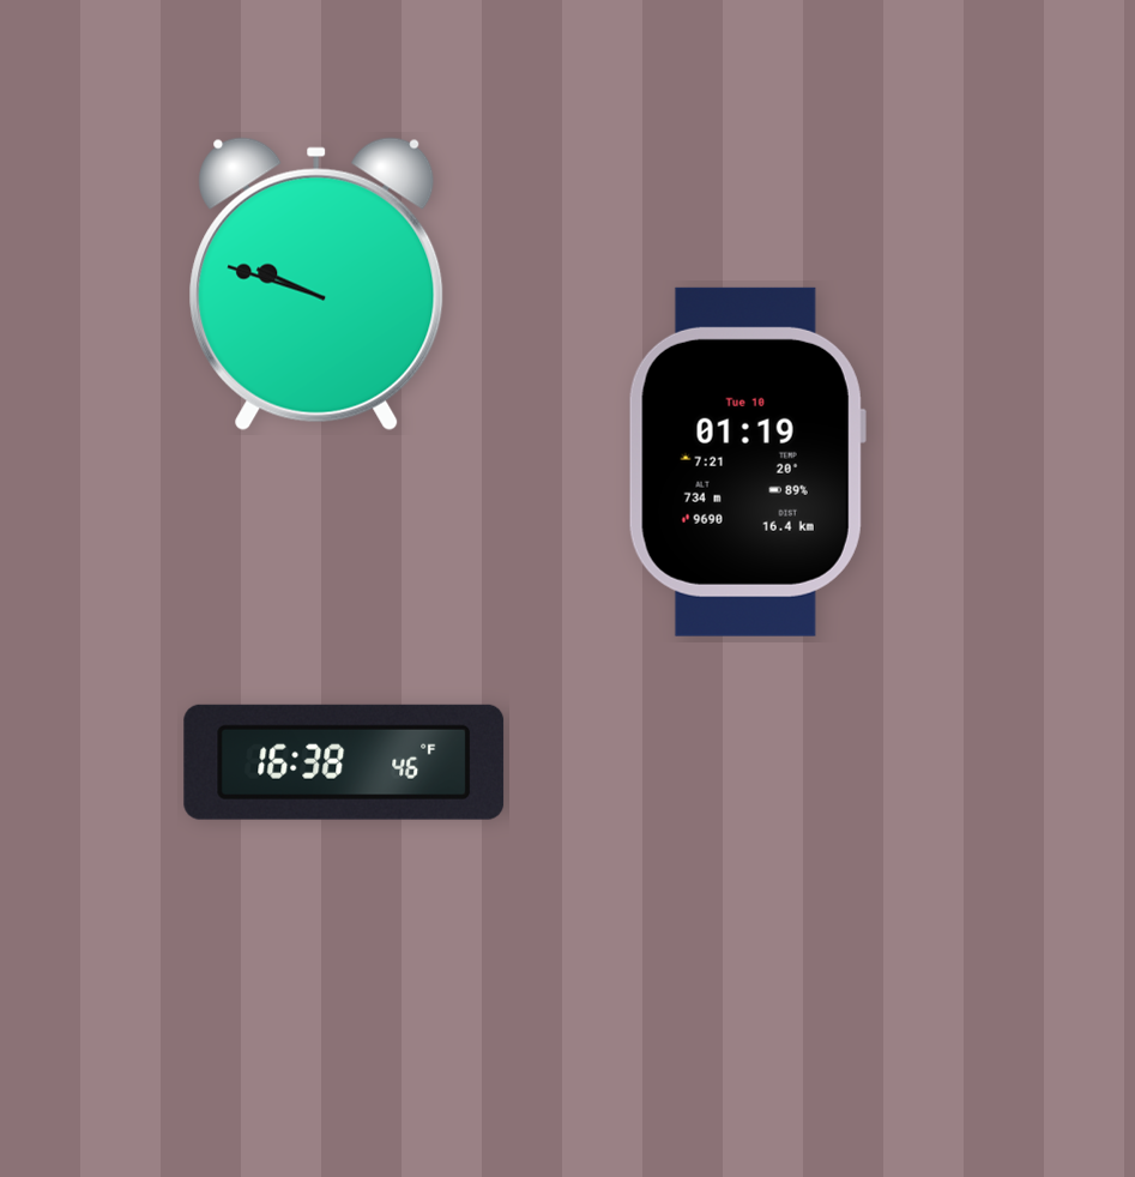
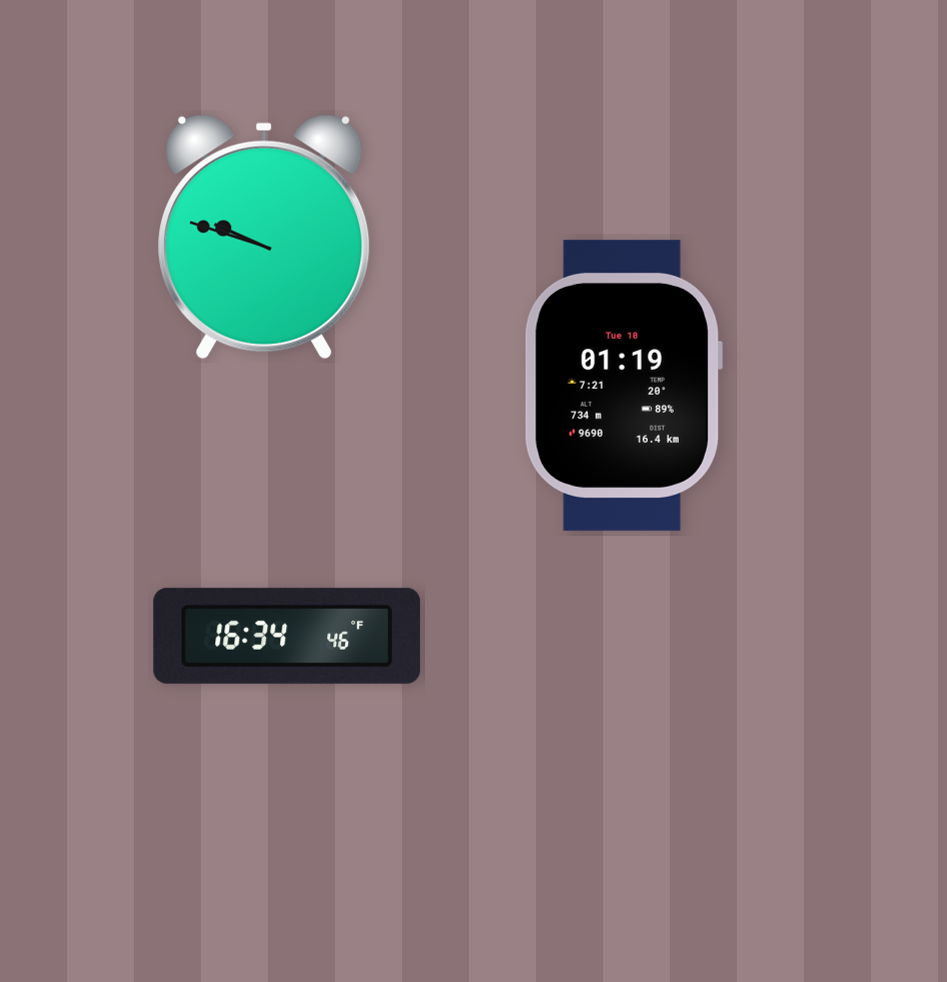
clock at (344, 762): 16:38 -> 16:34
